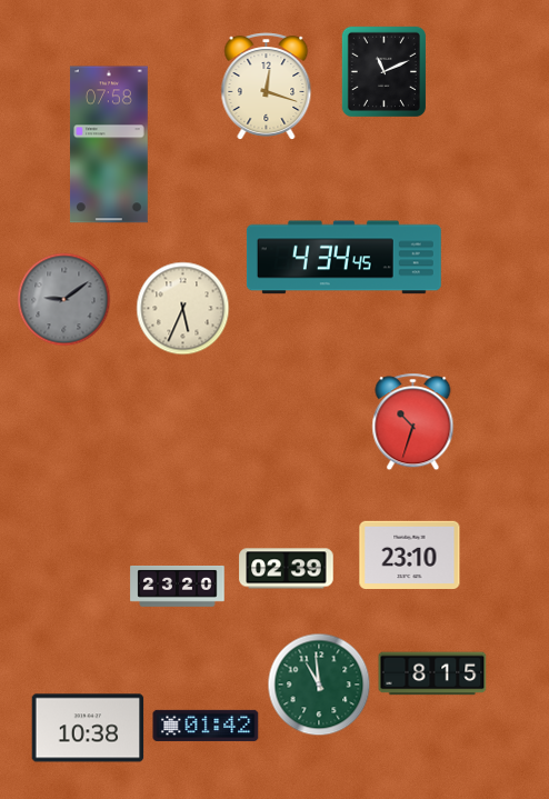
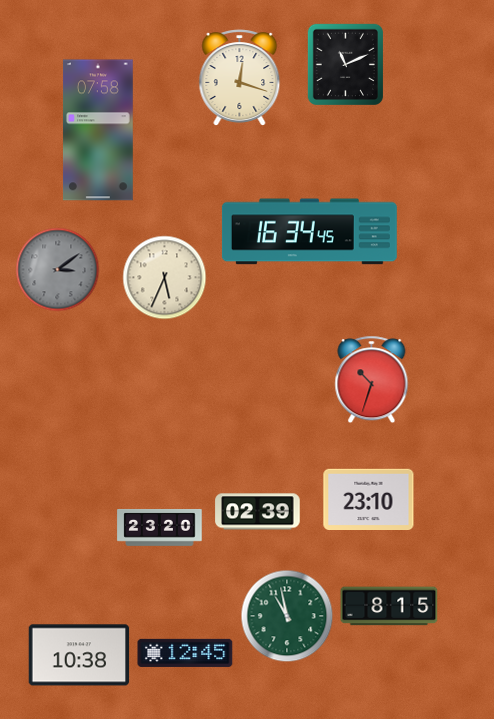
clock at (343, 258): 4:34 -> 16:34
clock at (64, 300): 9:09 -> 3:09
clock at (319, 685): 10:59 -> 10:58
clock at (206, 726): 01:42 -> 12:45
